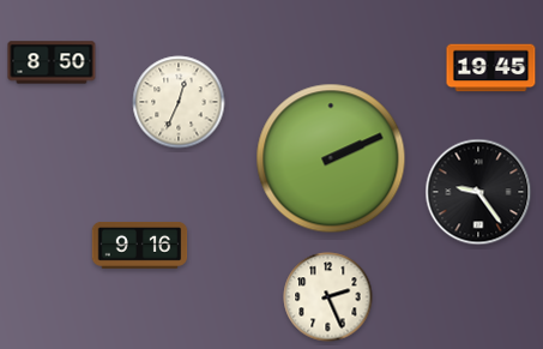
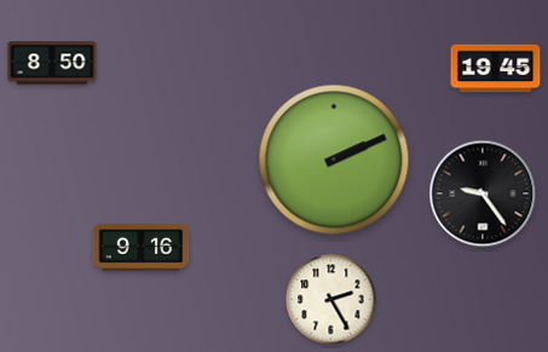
clock at (179, 102): 12:34 -> none
clock at (328, 297): 2:26 -> 2:25
